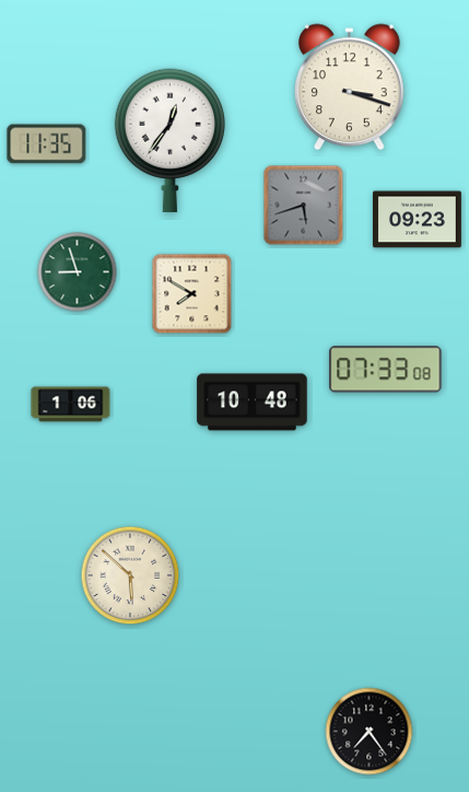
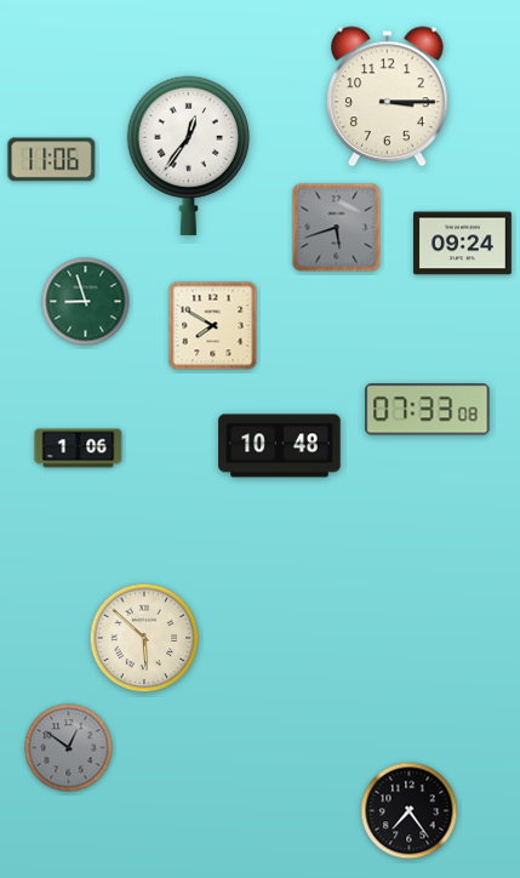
clock at (350, 88): 3:18 -> 3:15
clock at (47, 144): 11:35 -> 11:06
clock at (418, 220): 09:23 -> 09:24
clock at (69, 748): none -> 12:51
